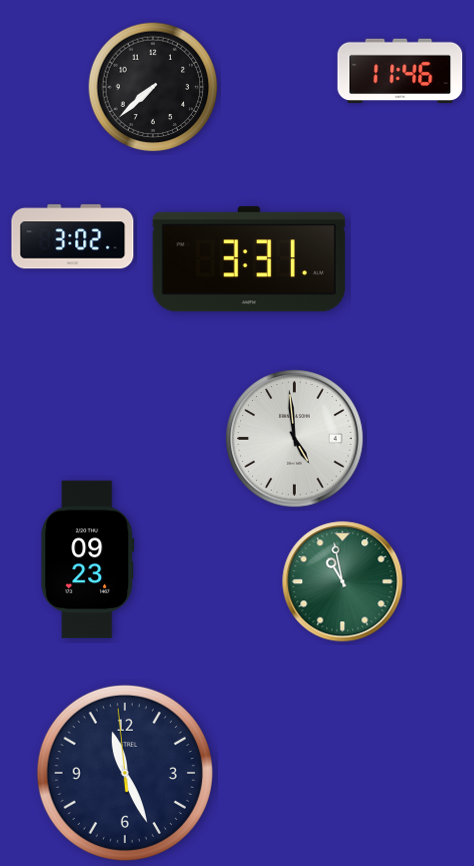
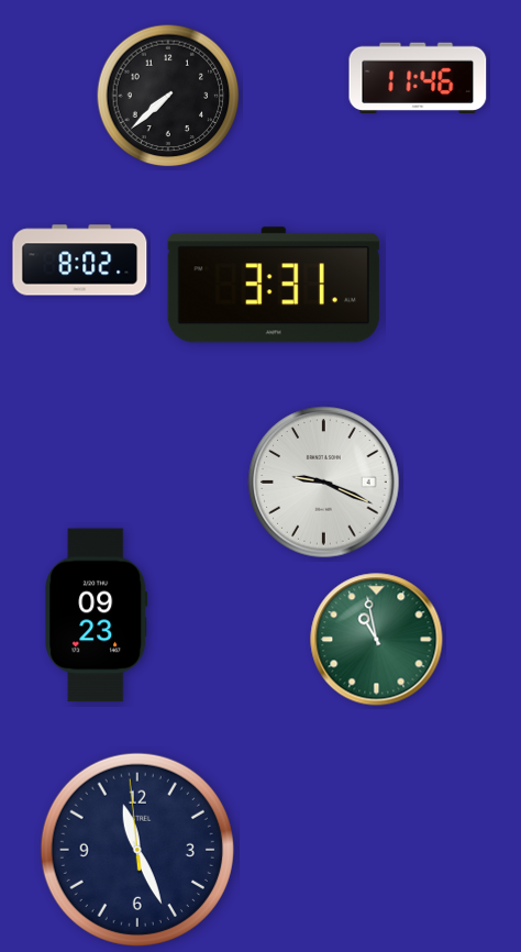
clock at (400, 71) position: (400, 71) -> (418, 78)
clock at (73, 237): 3:02 -> 8:02
clock at (295, 439): 4:59 -> 9:19
